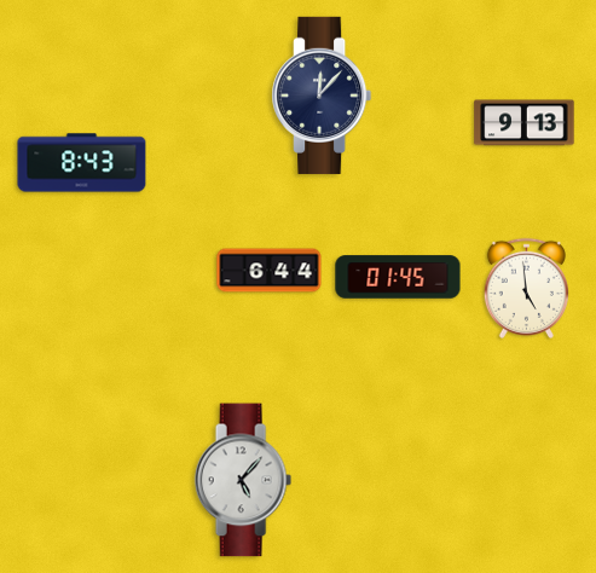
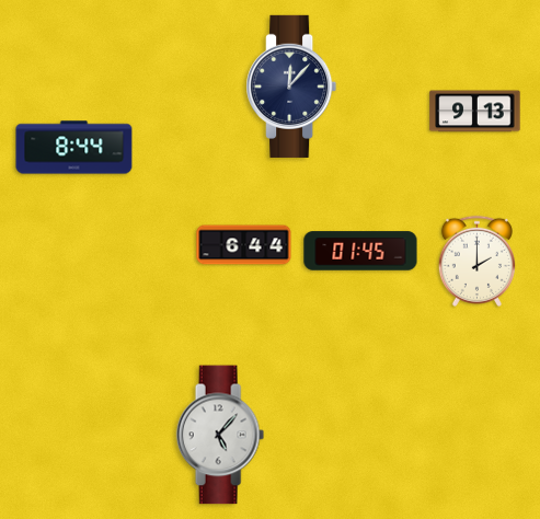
clock at (82, 163): 8:43 -> 8:44
clock at (526, 288): 4:59 -> 2:00
